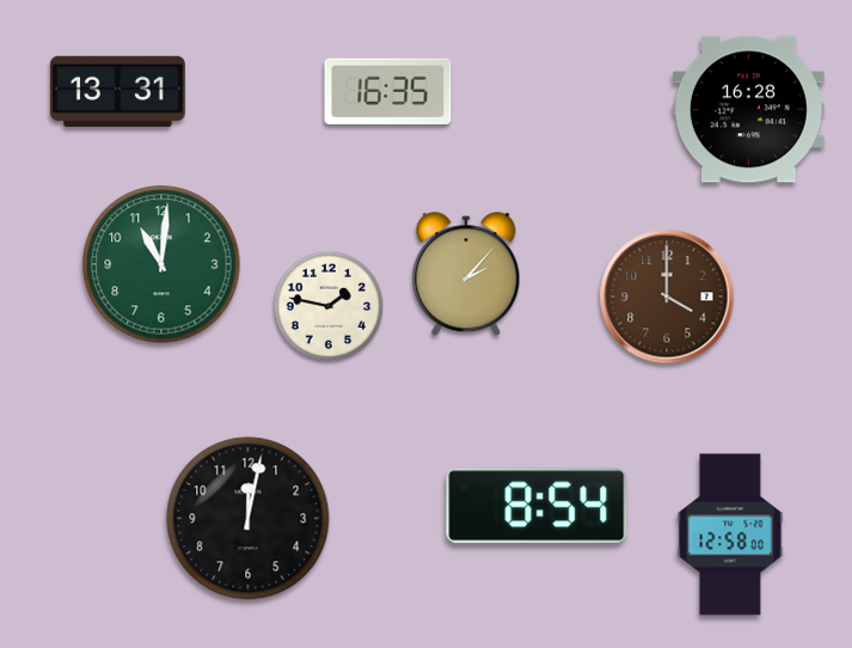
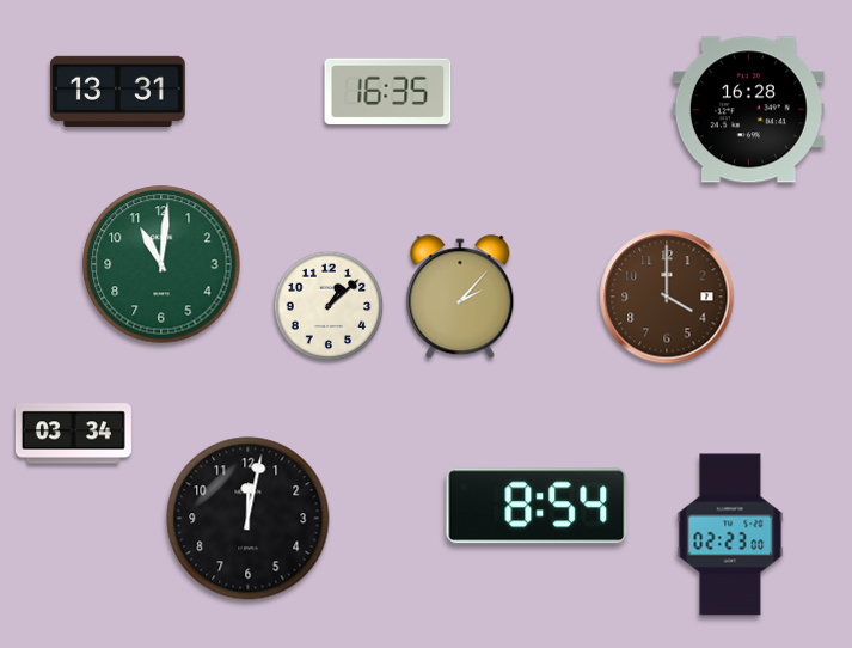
clock at (466, 275) position: (466, 275) -> (460, 298)
clock at (329, 306): 1:47 -> 1:08
clock at (73, 434): none -> 03:34
clock at (730, 534): 12:58 -> 02:23
